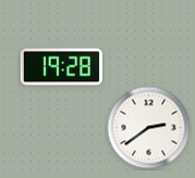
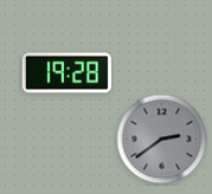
clock at (149, 128) dial: white -> grey
